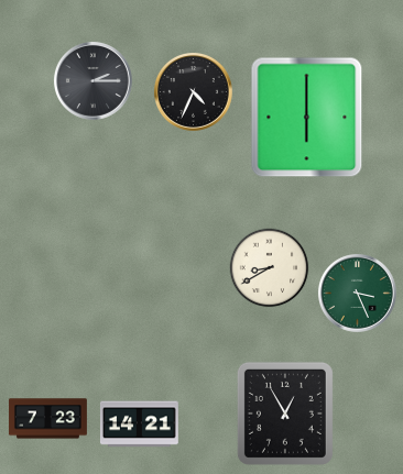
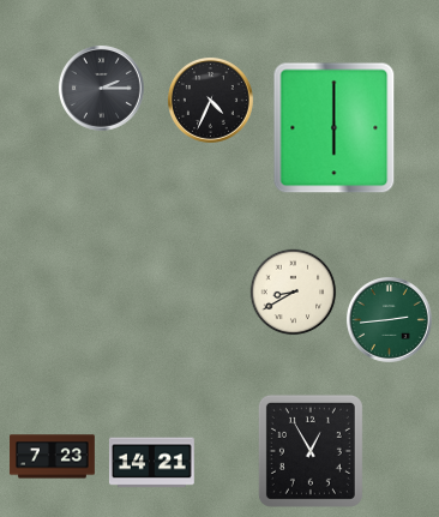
clock at (357, 293): 3:26 -> 2:44
